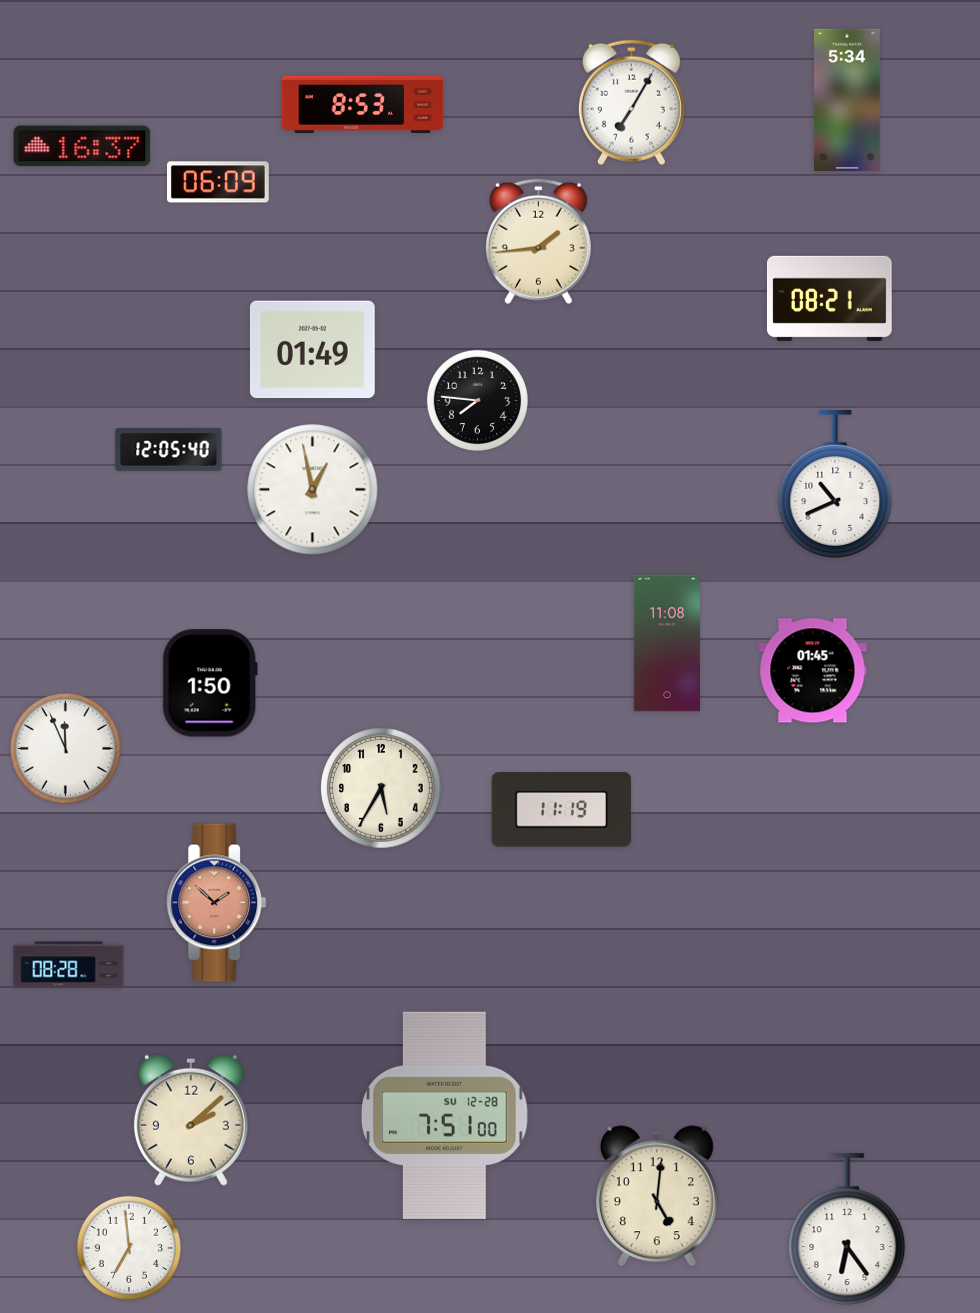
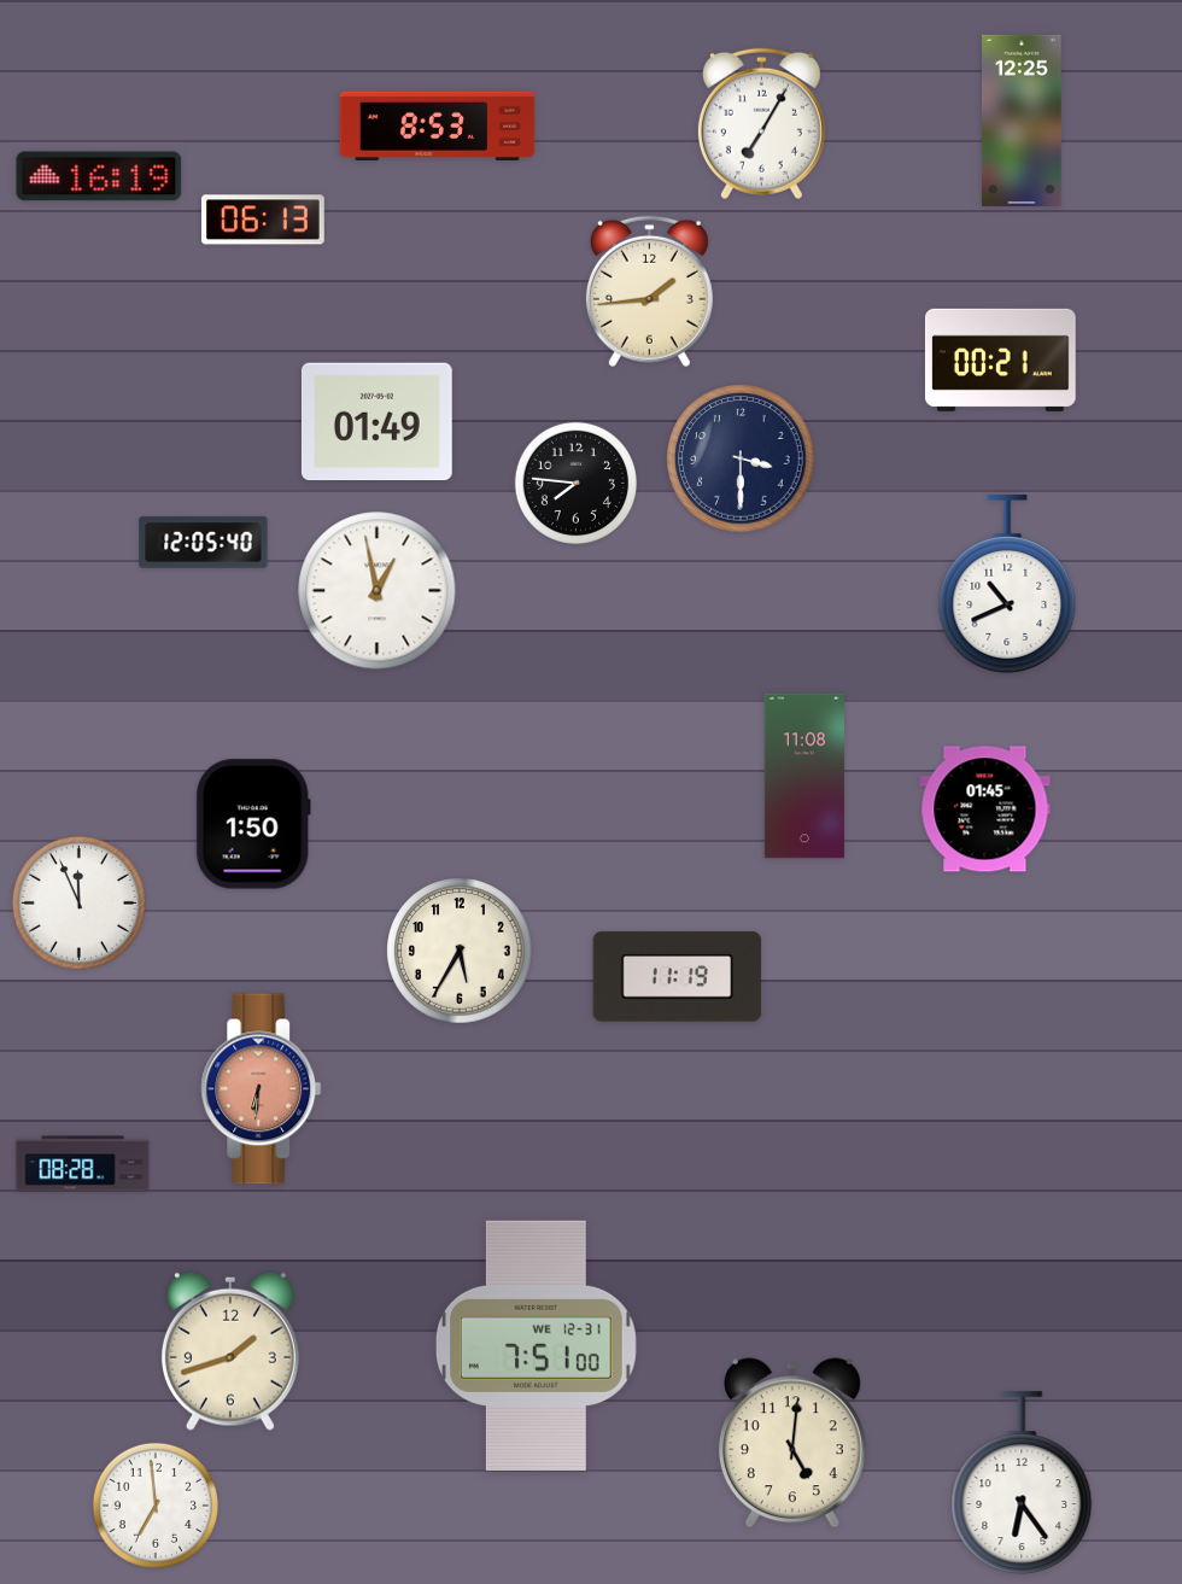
clock at (847, 100): 5:34 -> 12:25
clock at (82, 146): 16:37 -> 16:19
clock at (218, 182): 06:09 -> 06:13
clock at (830, 298): 08:21 -> 00:21
clock at (741, 458): none -> 3:30
clock at (813, 671) position: (813, 671) -> (985, 809)
clock at (217, 903): 1:52 -> 6:31
clock at (445, 1115) date: SU 12-28 -> WE 12-31
clock at (191, 1120): 2:08 -> 1:42
